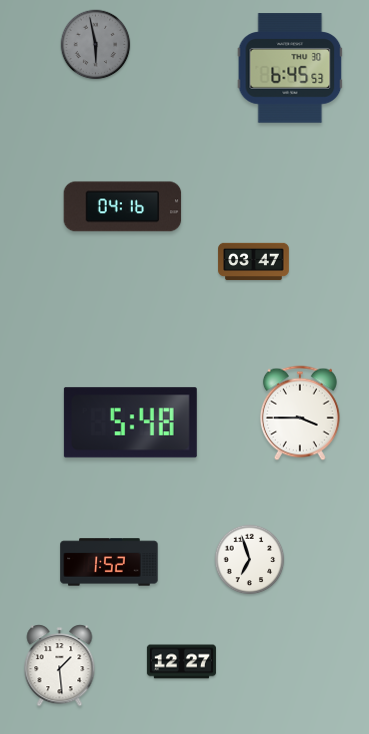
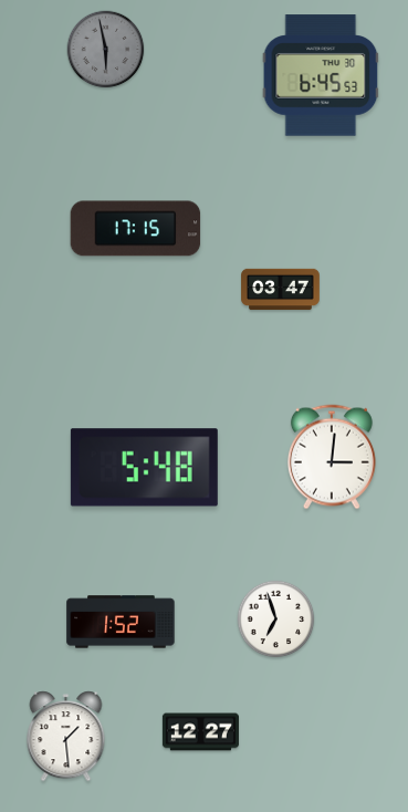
clock at (123, 207): 04:16 -> 17:15
clock at (300, 413): 3:45 -> 3:01
